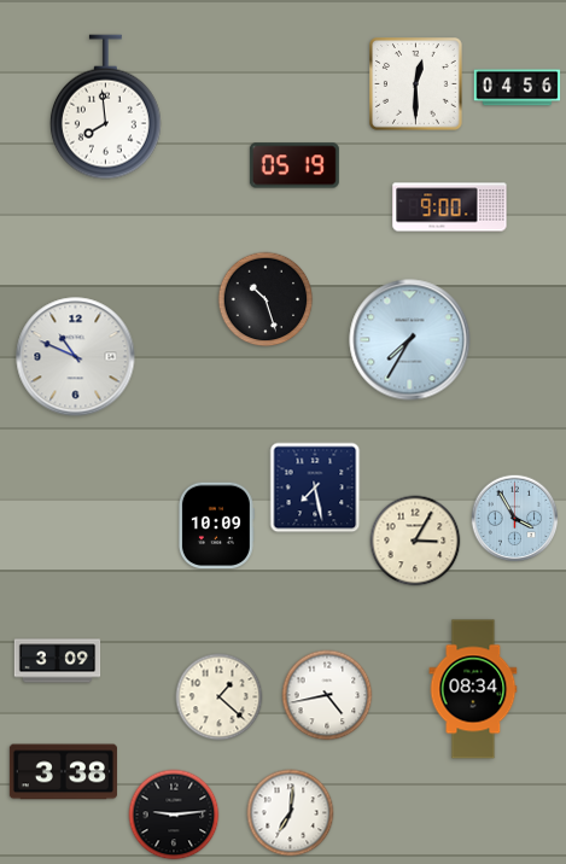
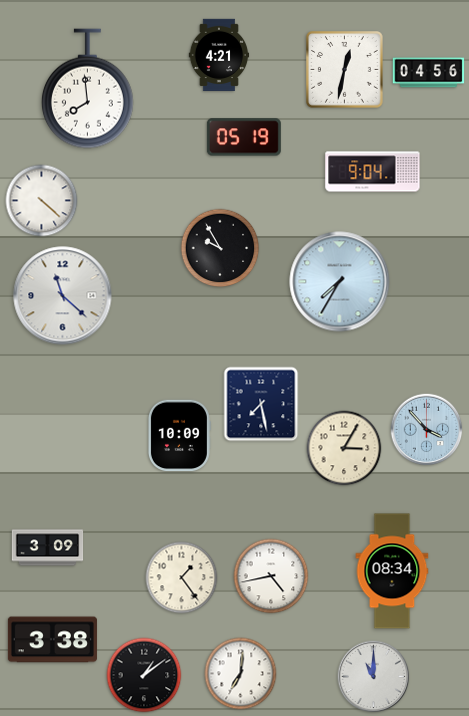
clock at (219, 54): none -> 4:21
clock at (416, 84): 12:30 -> 12:32
clock at (450, 208): 9:00 -> 9:04
clock at (42, 201): none -> 4:22
clock at (266, 299): 10:27 -> 9:55
clock at (76, 357): 10:49 -> 11:22
clock at (515, 519): 3:55 -> 3:53
clock at (220, 697): 1:22 -> 1:24
clock at (174, 815): 9:14 -> 1:09
clock at (374, 677): none -> 11:00
